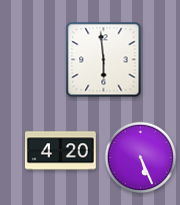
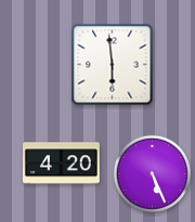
clock at (61, 151) position: (61, 151) -> (62, 164)
clock at (141, 158) position: (141, 158) -> (153, 174)
